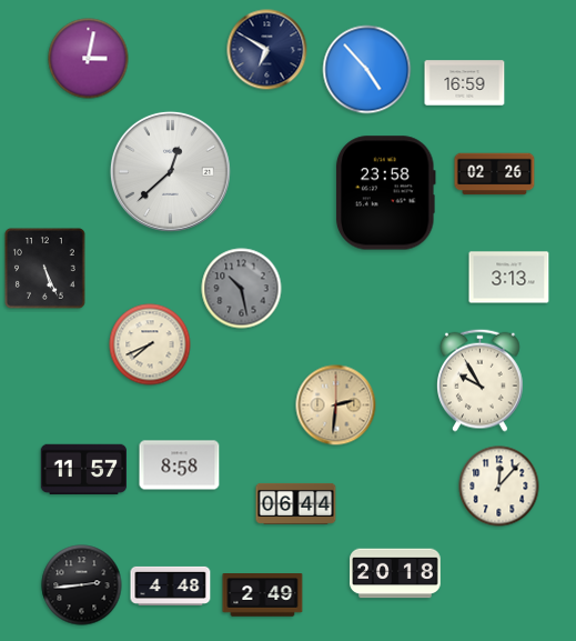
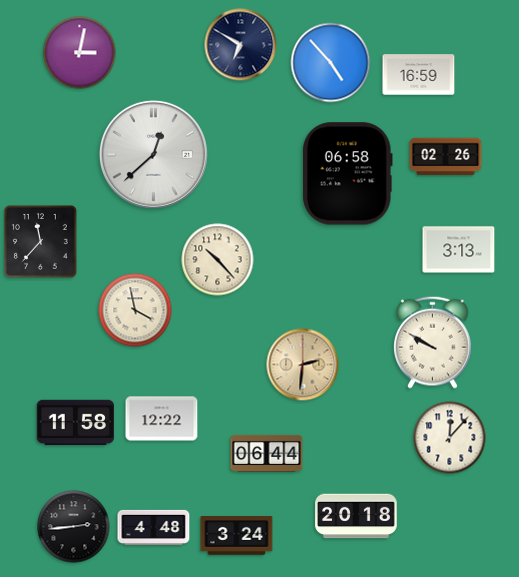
clock at (386, 193): 23:58 -> 06:58
clock at (46, 269): 5:26 -> 11:37
clock at (242, 289): 10:28 -> 10:23
clock at (242, 289) dial: grey -> cream
clock at (150, 344): 7:41 -> 3:58
clock at (481, 380): 9:55 -> 9:50
clock at (180, 465): 8:58 -> 12:22
clock at (83, 469): 11:57 -> 11:58
clock at (263, 595): 2:49 -> 3:24
